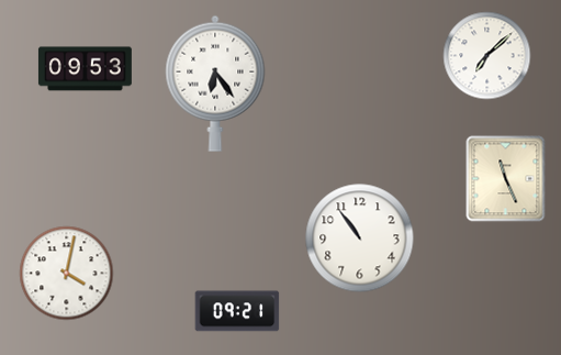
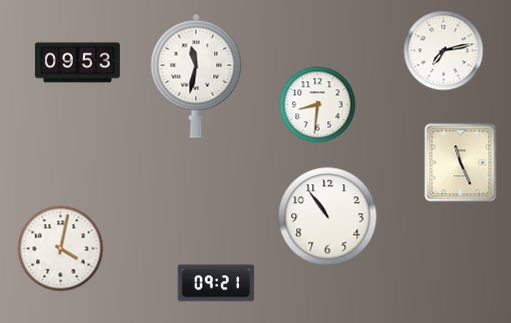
clock at (487, 56): 7:08 -> 7:13
clock at (215, 84): 6:24 -> 11:32
clock at (318, 105): none -> 8:31
